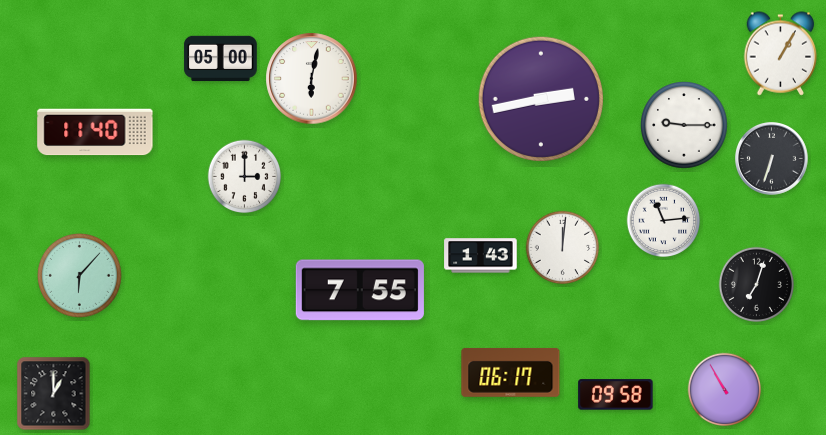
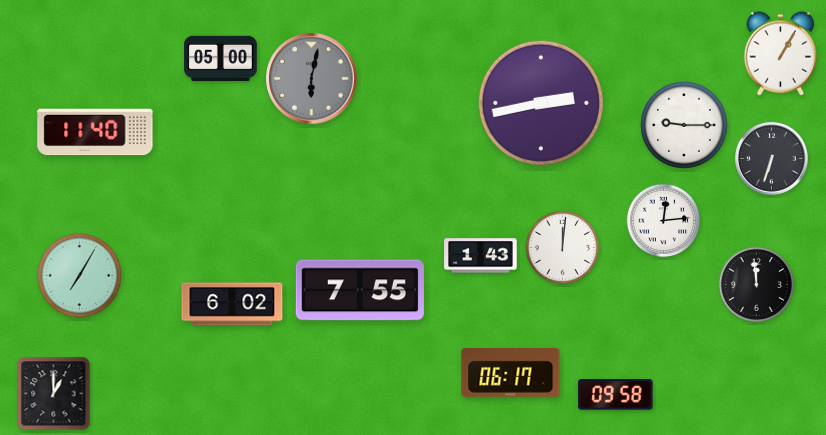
clock at (312, 79) dial: white -> grey
clock at (540, 98) position: (540, 98) -> (540, 102)
clock at (245, 177): 3:00 -> none
clock at (664, 221): 11:14 -> 12:14
clock at (80, 276): 6:07 -> 7:05
clock at (756, 284): 7:03 -> 11:59
clock at (232, 304): none -> 6:02
clock at (725, 390): 10:55 -> none
